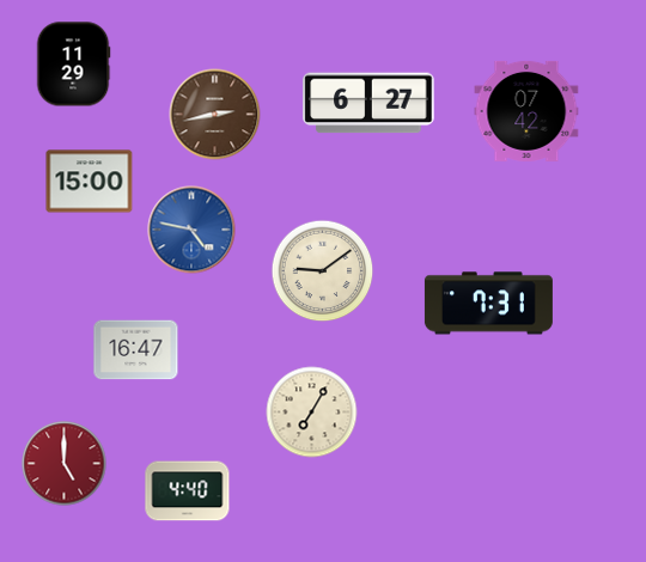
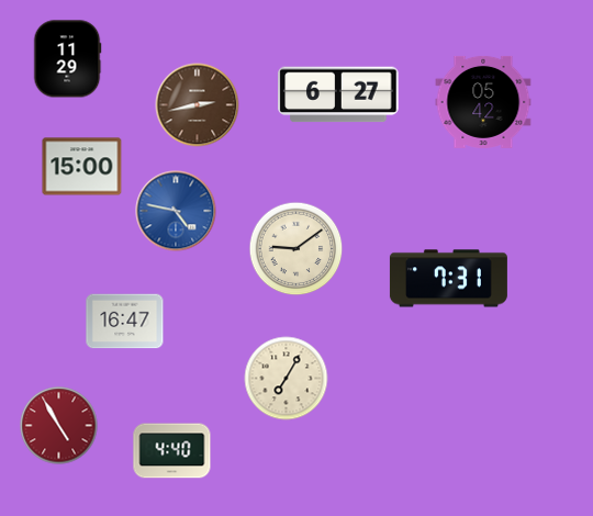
clock at (526, 111): 07:42 -> 05:42
clock at (65, 464): 5:00 -> 4:55
